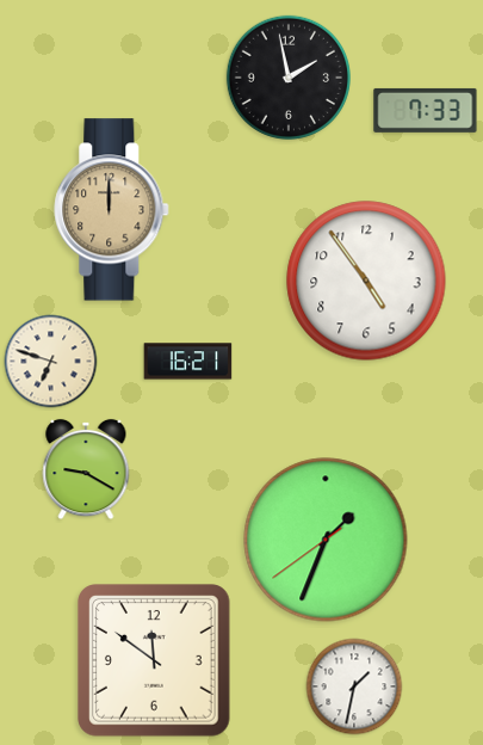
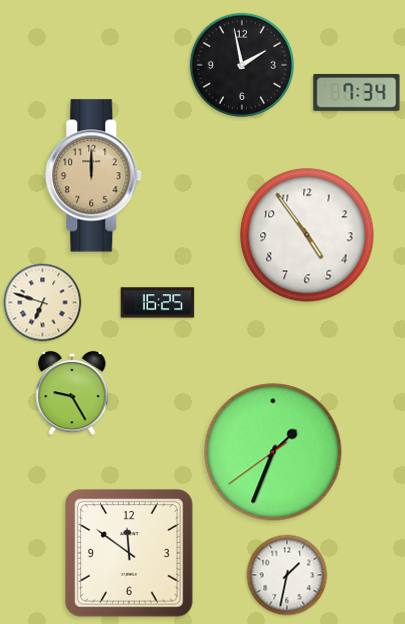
clock at (426, 110): 7:33 -> 7:34
clock at (188, 362): 16:21 -> 16:25
clock at (86, 469): 9:20 -> 9:25
clock at (354, 686) position: (354, 686) -> (287, 575)
